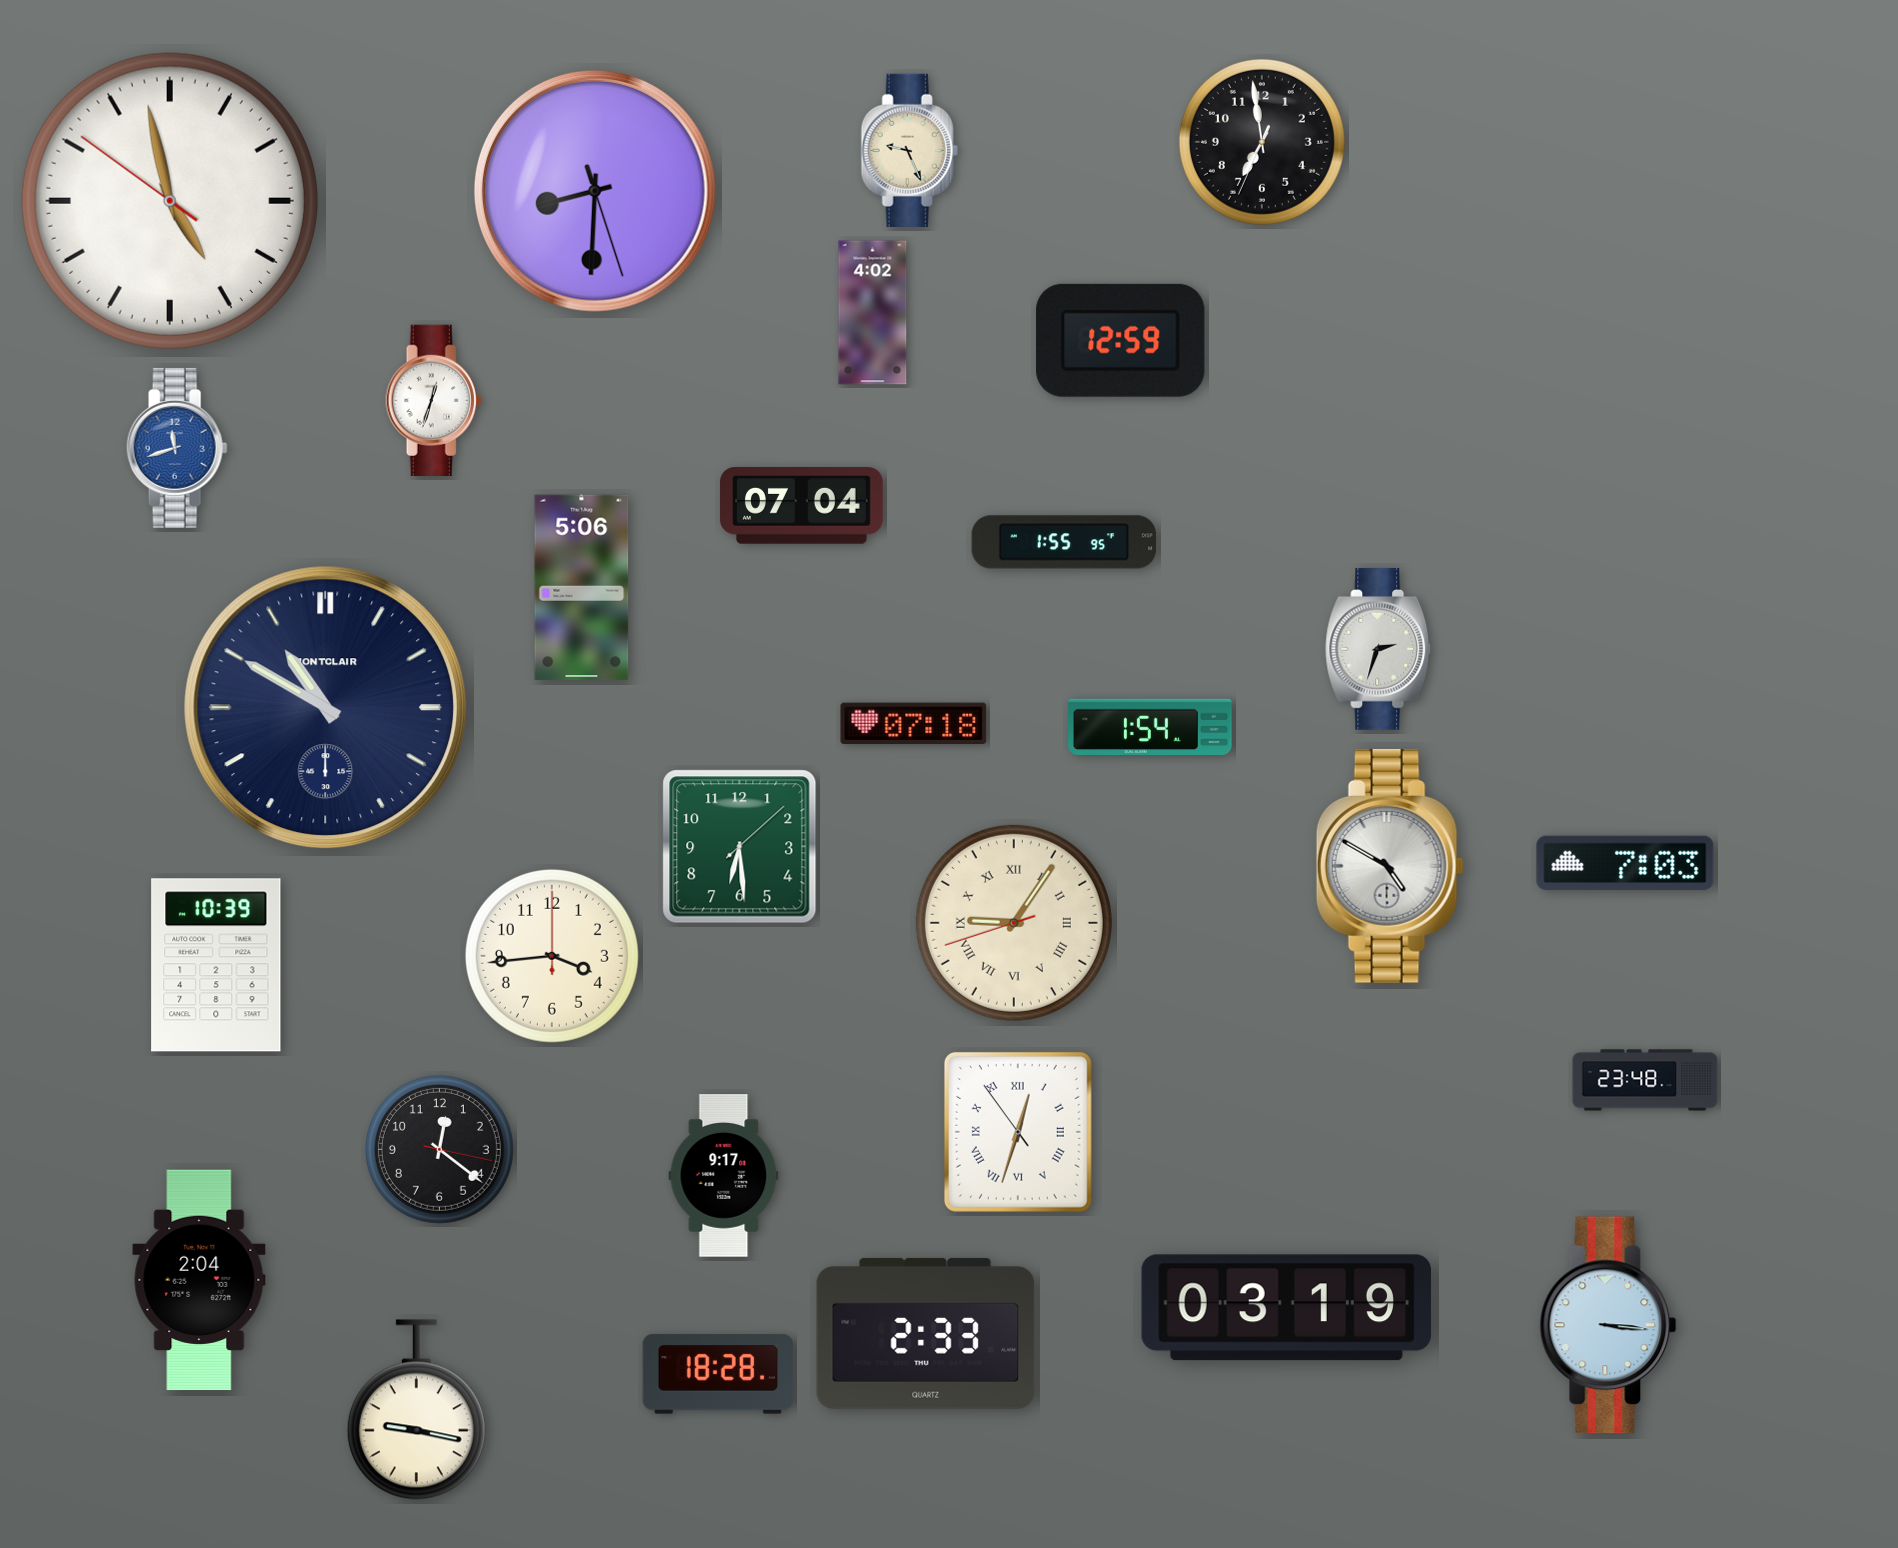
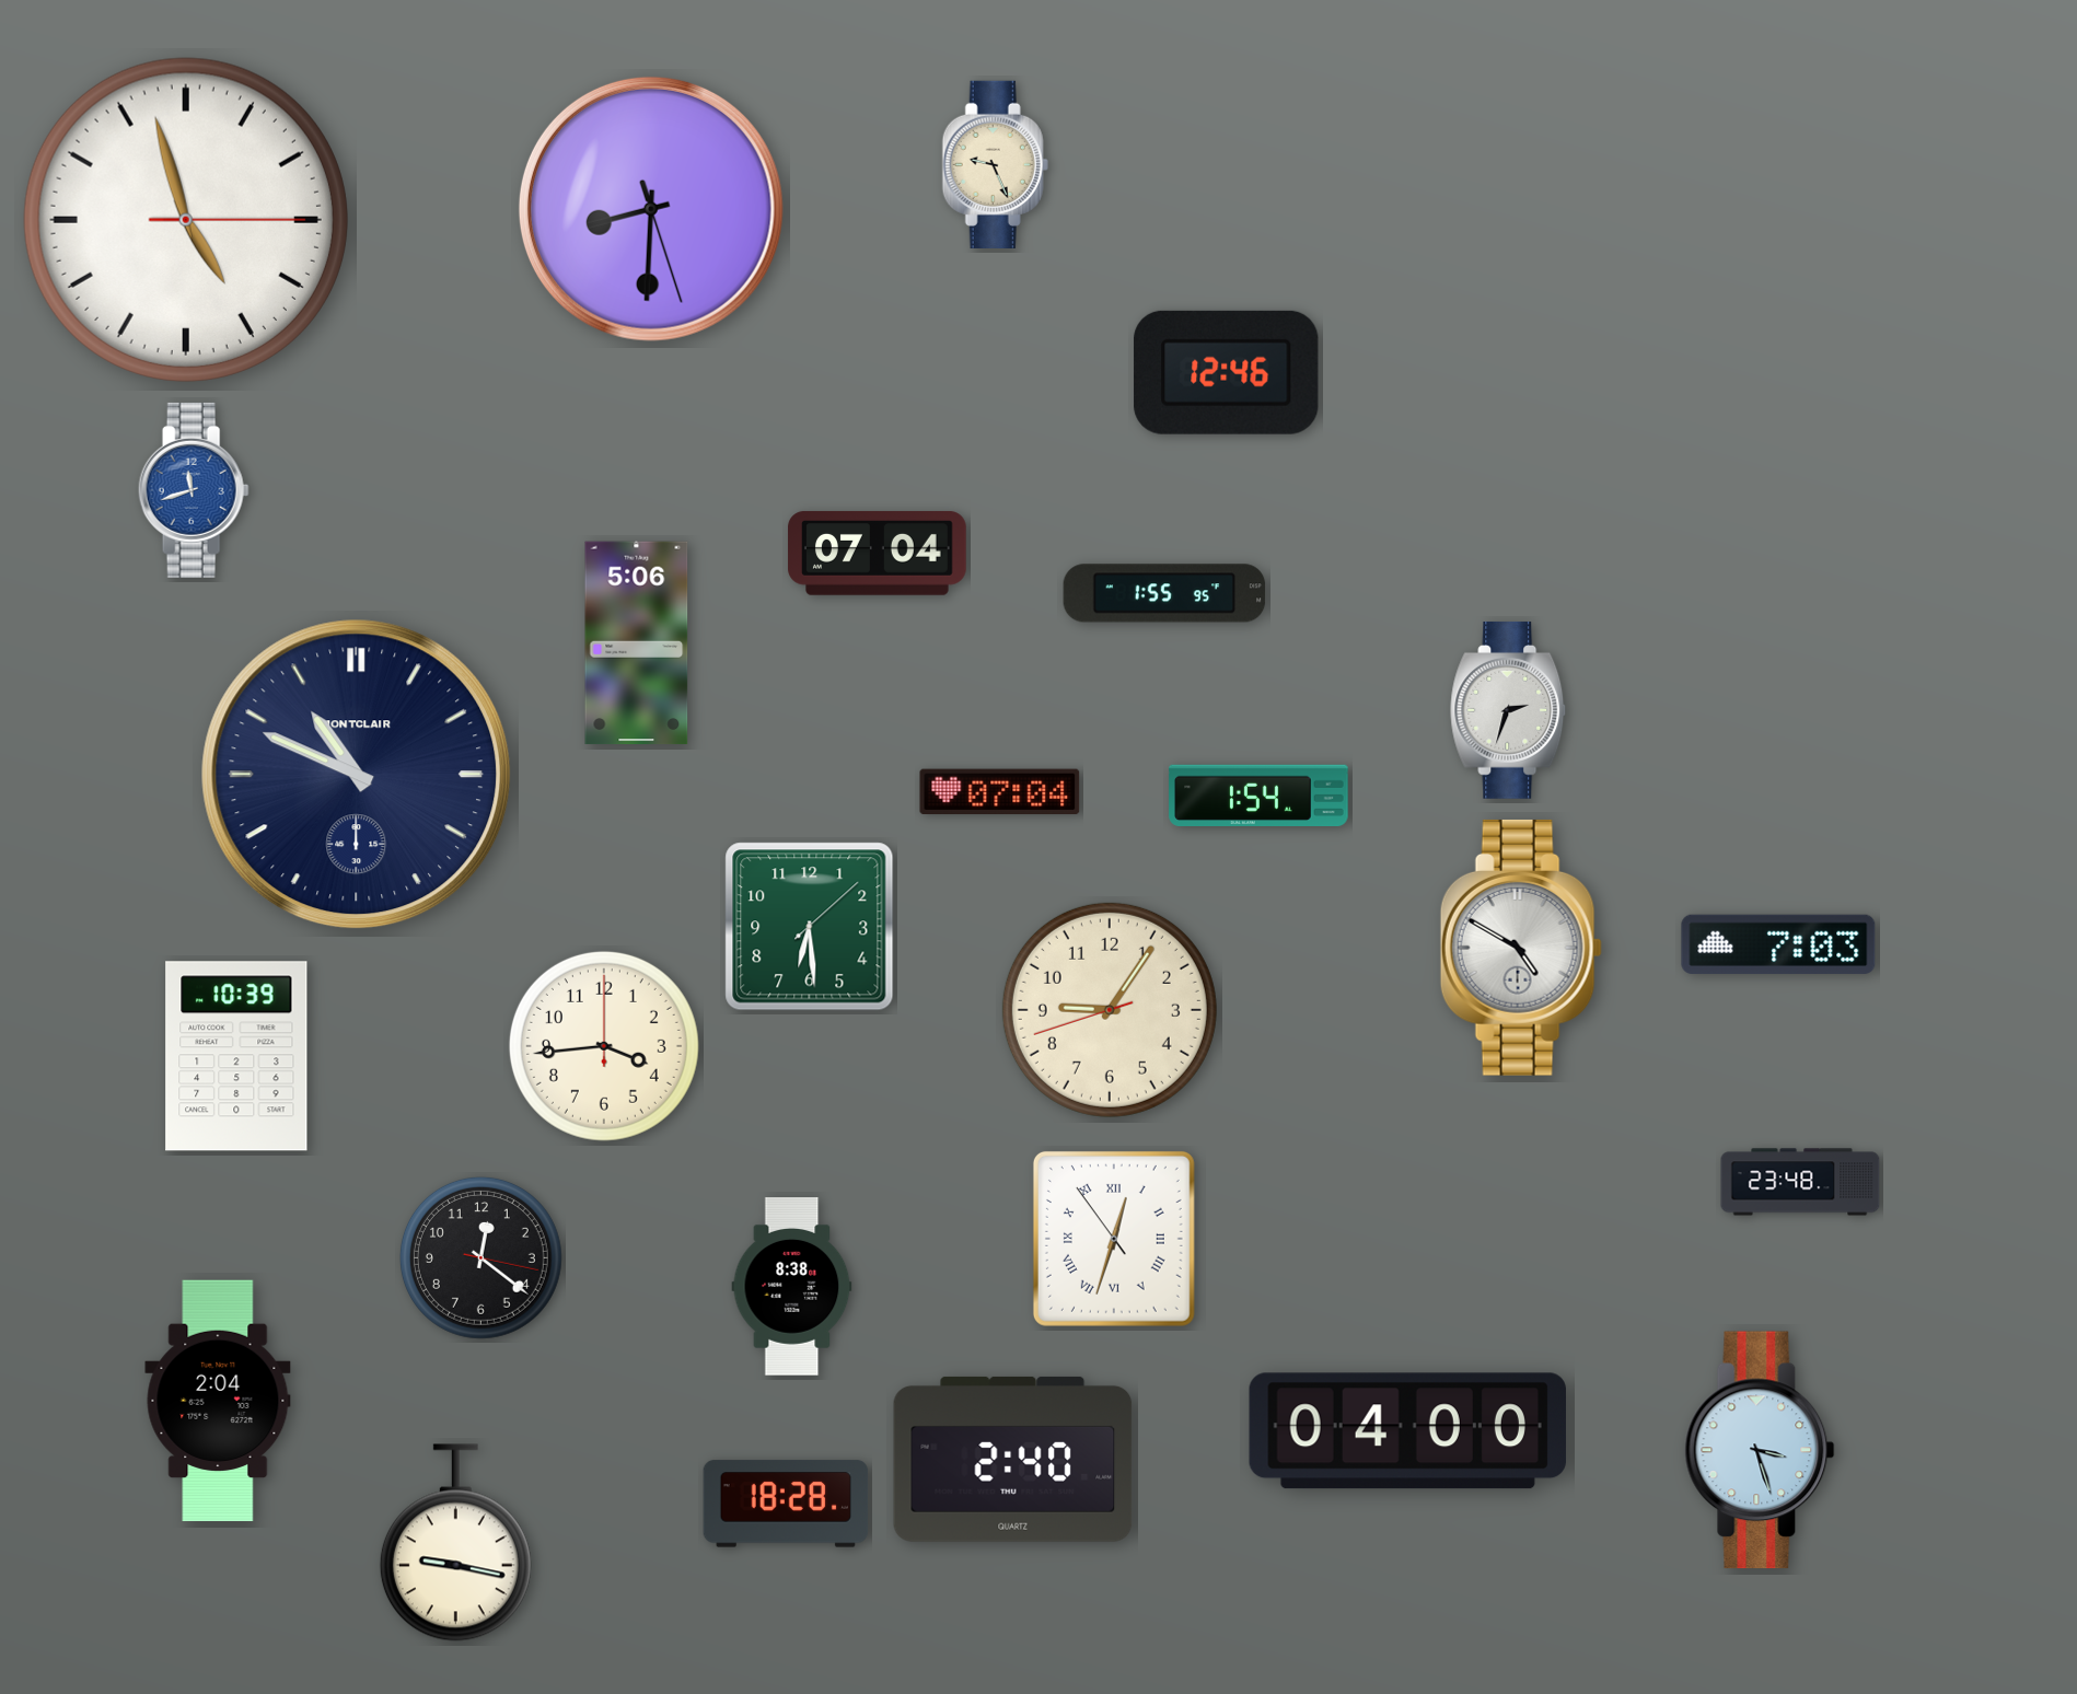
clock at (1262, 142): 6:58 -> none
clock at (170, 201): 4:57:51 -> 4:57:15
clock at (873, 313): 4:02 -> none
clock at (1121, 340): 12:59 -> 12:46
clock at (434, 401): 12:33 -> none
clock at (326, 708): 10:50 -> 10:49
clock at (914, 724): 07:18 -> 07:04
clock at (1014, 923) numerals: Roman -> Arabic
clock at (724, 1176): 9:17 -> 8:38
clock at (1286, 1308): 03:19 -> 04:00
clock at (1608, 1325): 3:16 -> 3:27
clock at (926, 1333): 2:33 -> 2:40
